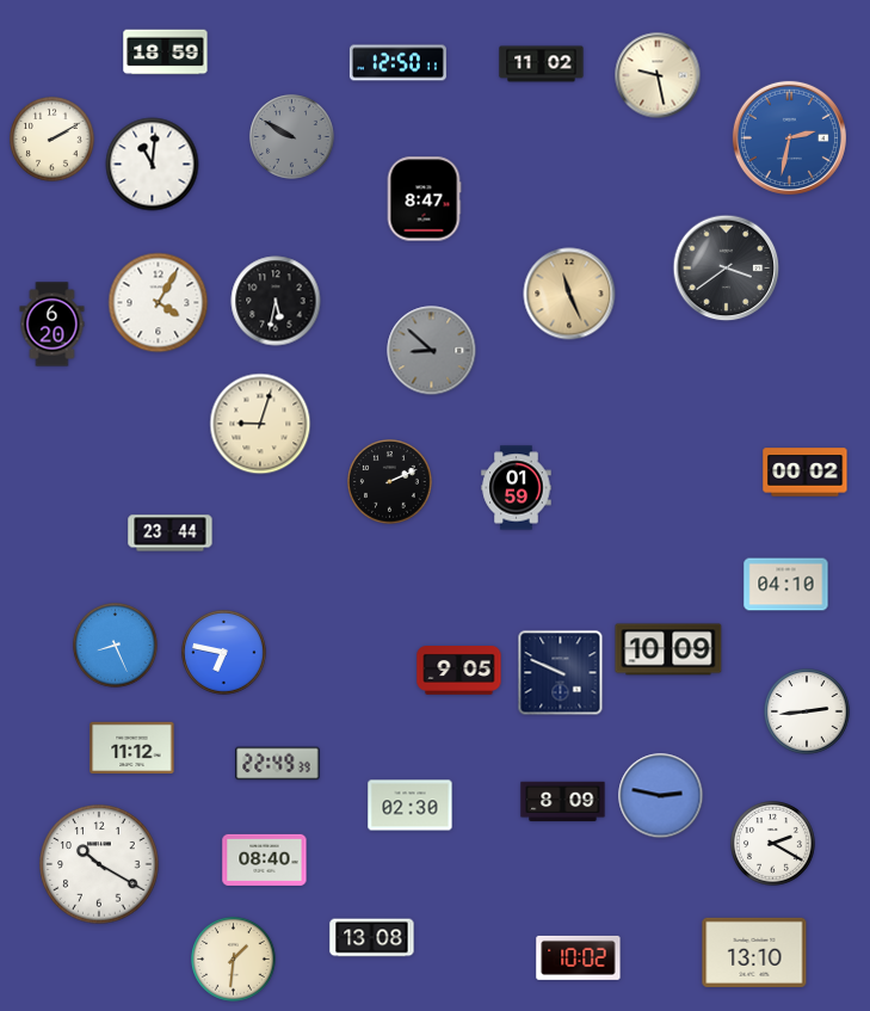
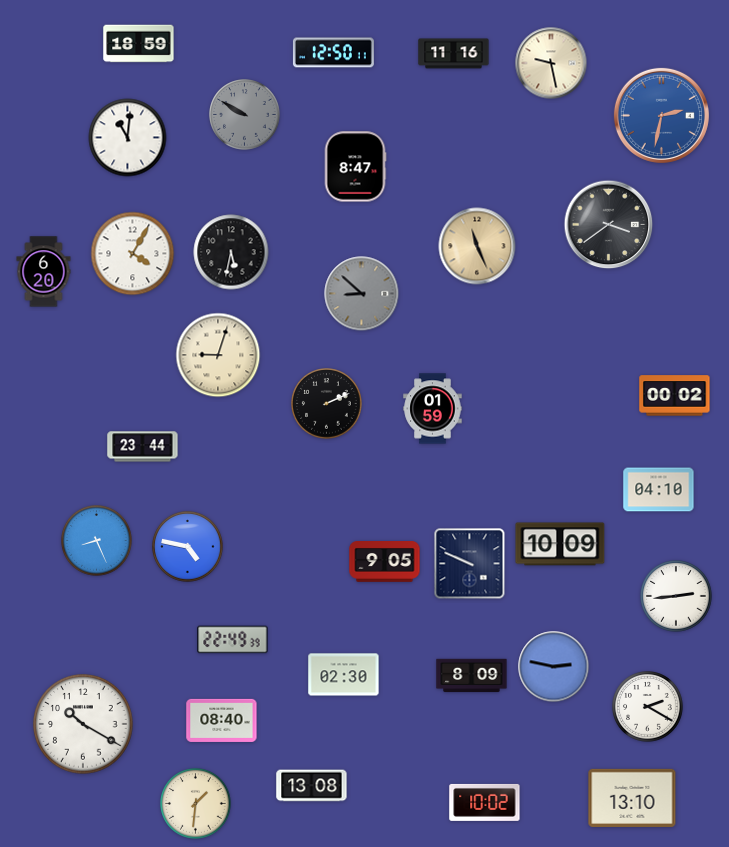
clock at (542, 64): 11:02 -> 11:16
clock at (53, 140): 2:10 -> none
clock at (224, 653): 6:47 -> 4:47
clock at (132, 748): 11:12 -> none
clock at (563, 802) position: (563, 802) -> (472, 676)
